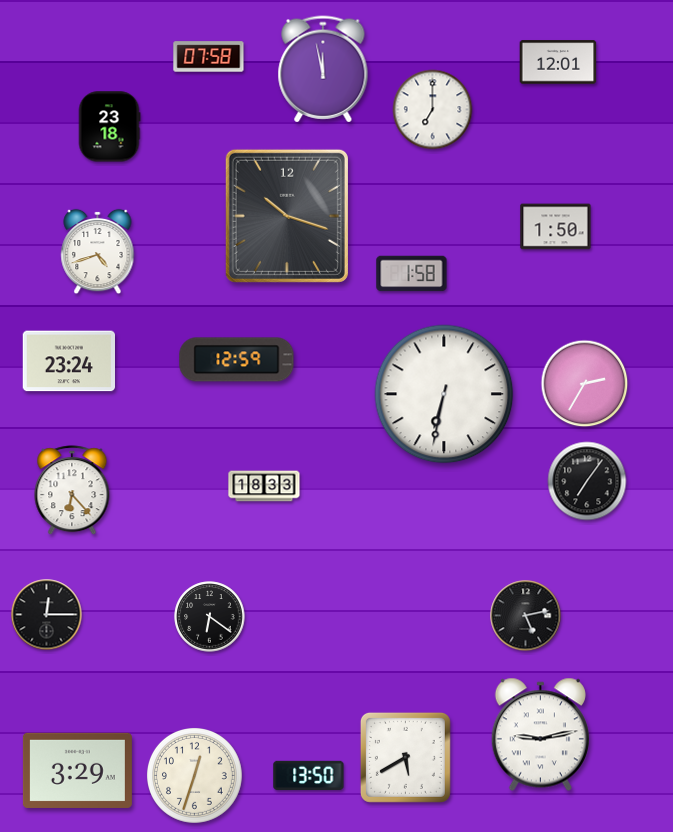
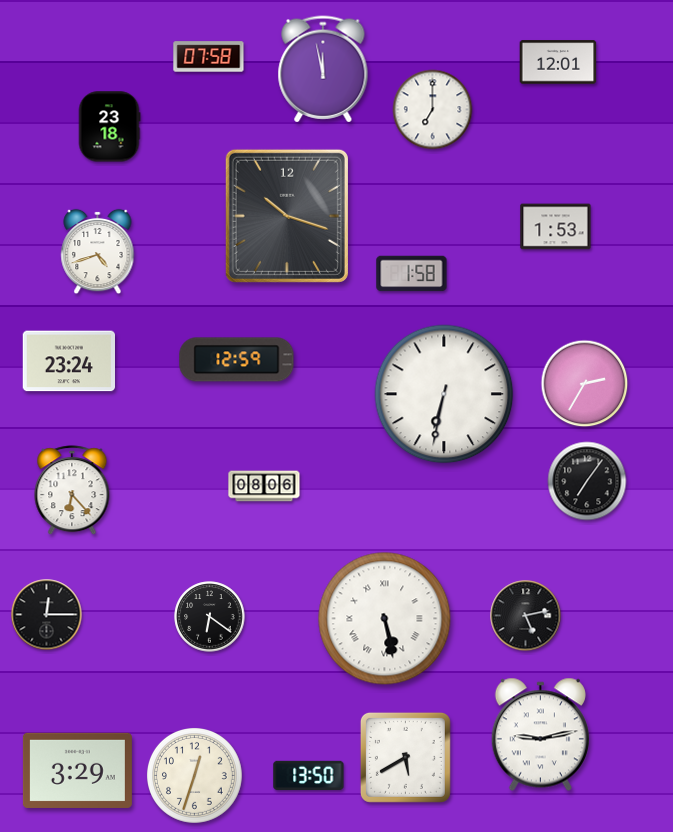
clock at (556, 227): 1:50 -> 1:53
clock at (264, 486): 18:33 -> 08:06
clock at (385, 619): none -> 5:28
